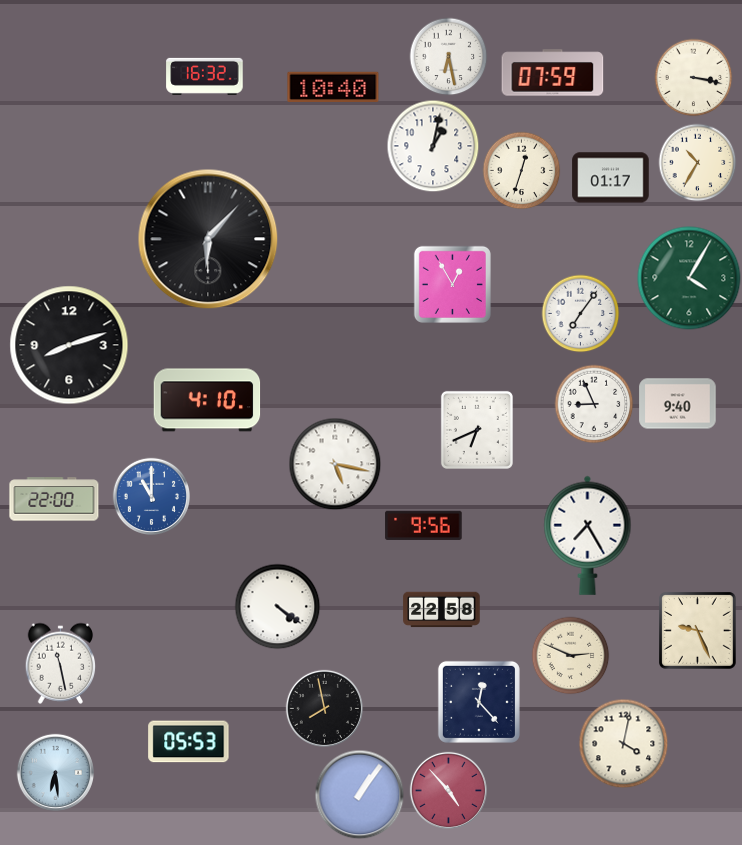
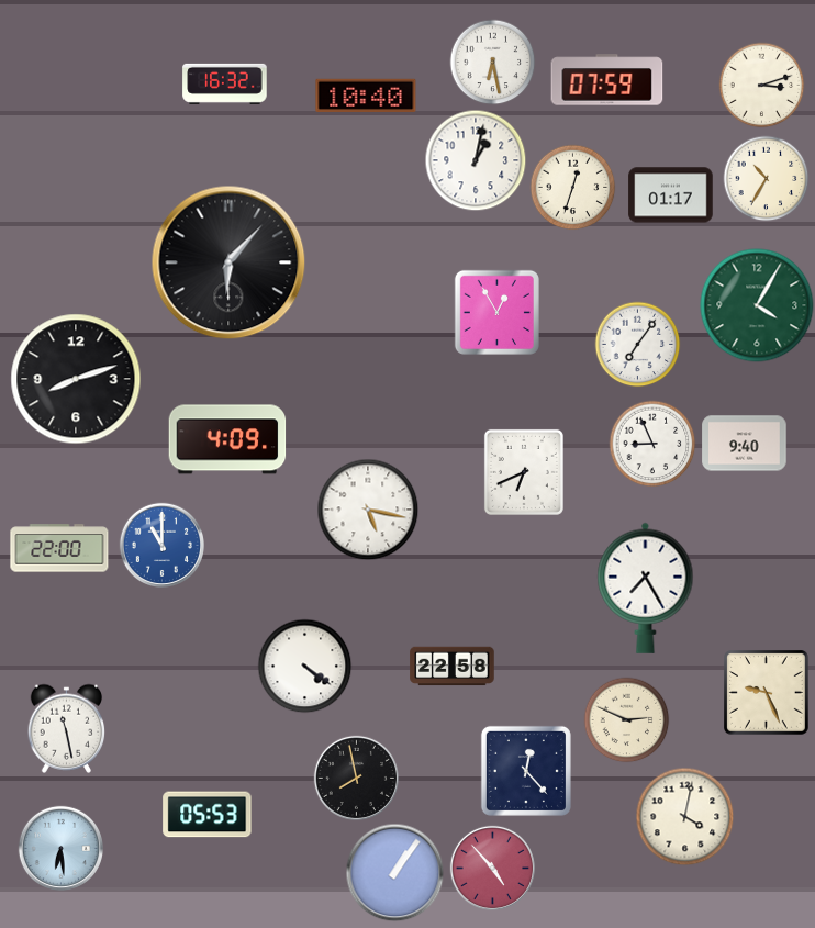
clock at (693, 77): 3:17 -> 3:12
clock at (207, 400): 4:10 -> 4:09
clock at (151, 496) position: (151, 496) -> (161, 545)
clock at (424, 525): 9:56 -> none
clock at (442, 610) position: (442, 610) -> (453, 667)
